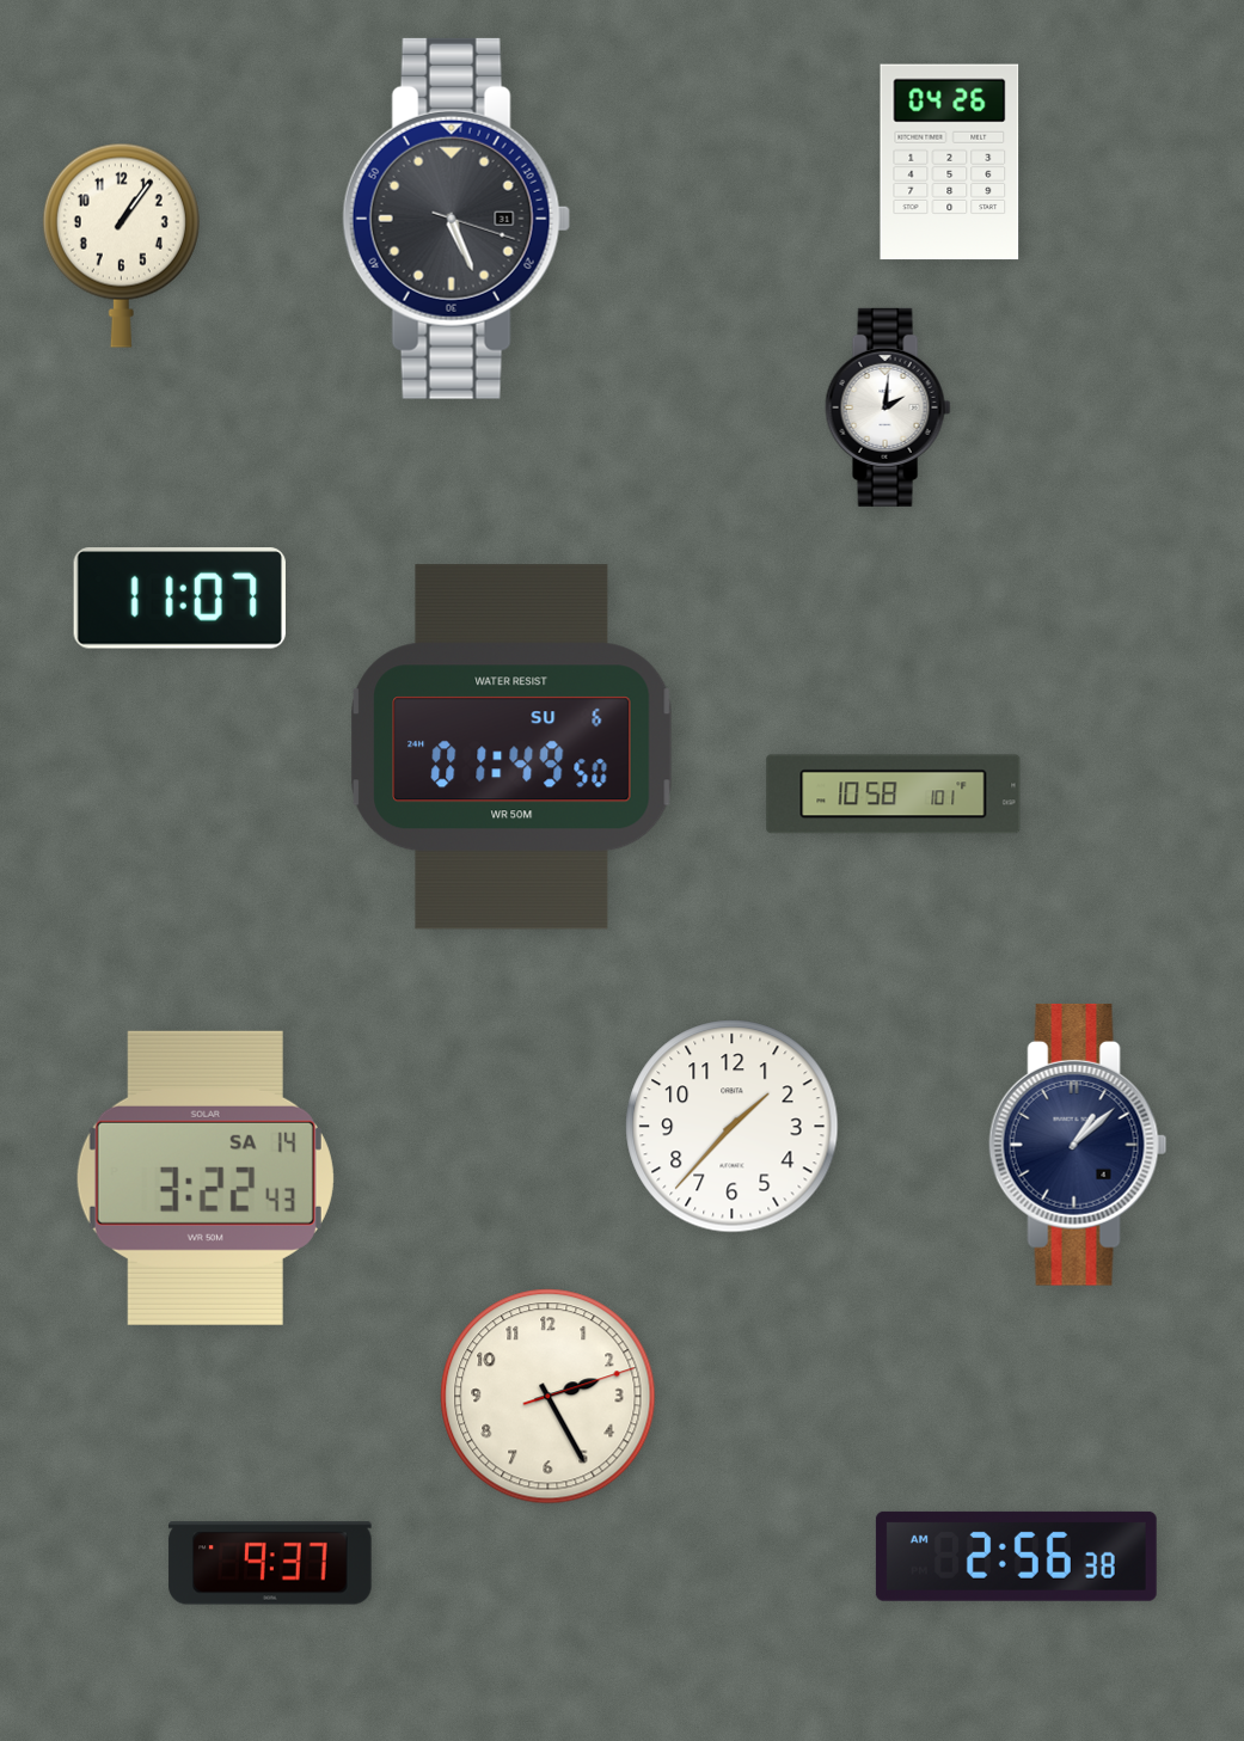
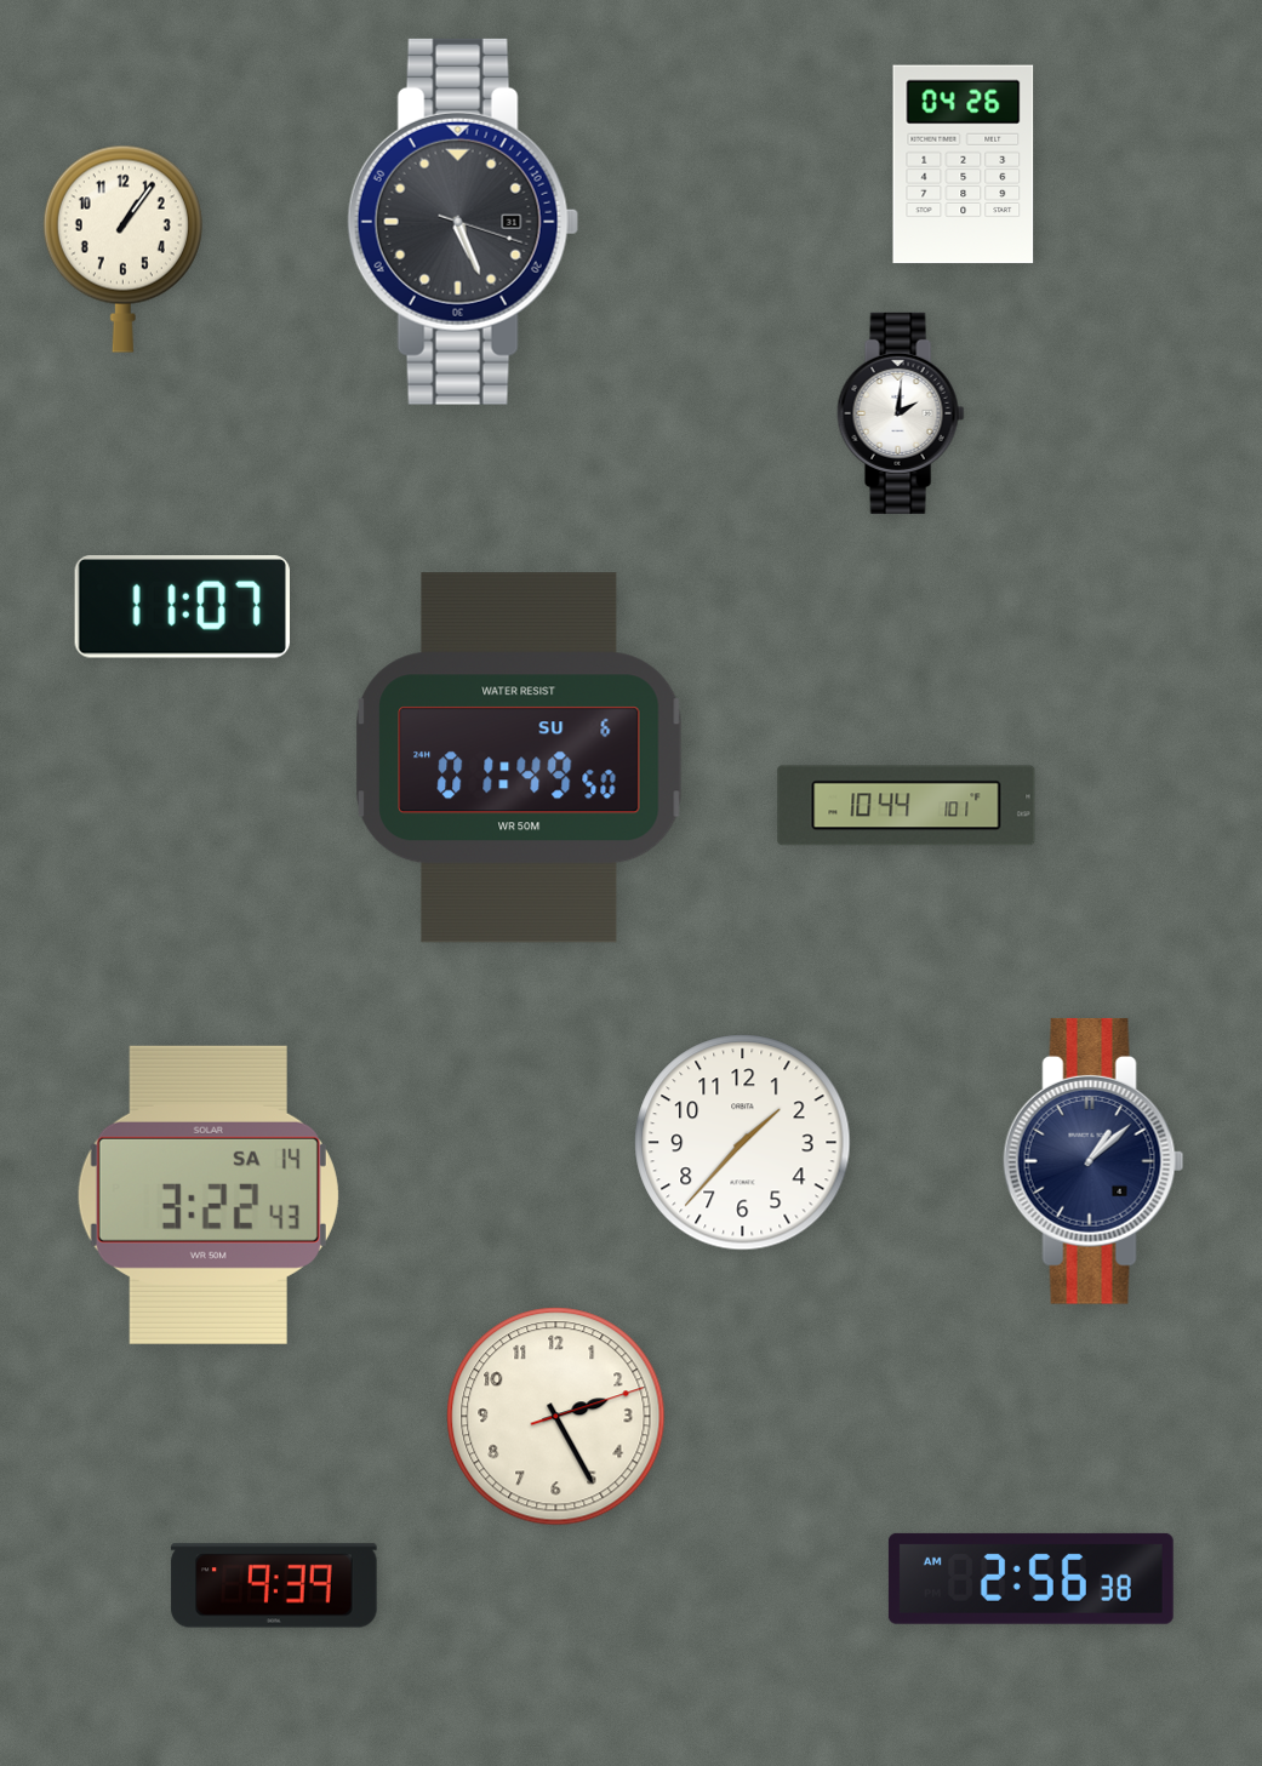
clock at (894, 795): 10:58 -> 10:44
clock at (270, 1563): 9:37 -> 9:39
